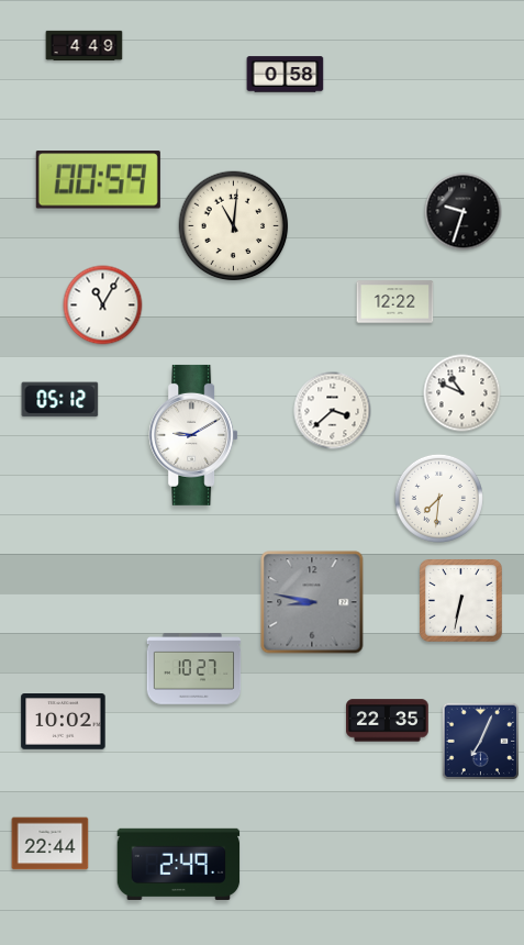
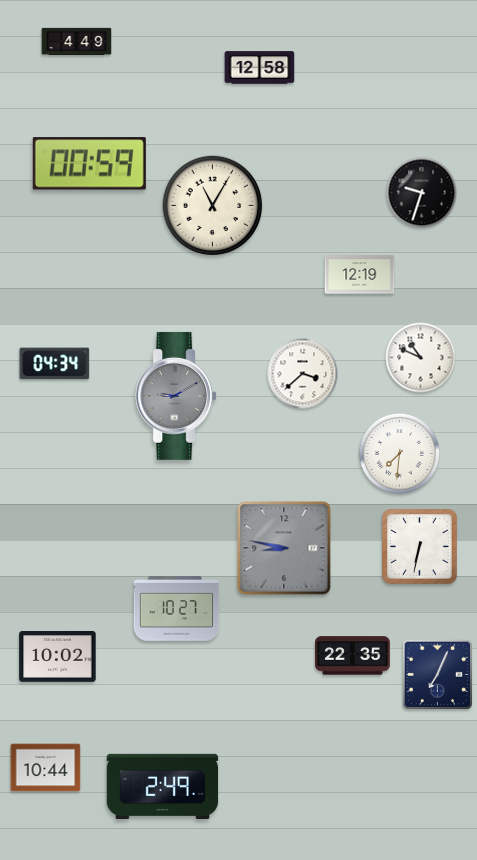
clock at (286, 75): 0:58 -> 12:58
clock at (234, 226): 11:01 -> 11:05
clock at (395, 302): 12:22 -> 12:19
clock at (103, 305): 11:05 -> none
clock at (60, 400): 05:12 -> 04:34
clock at (193, 435) dial: white -> grey
clock at (51, 844): 22:44 -> 10:44
